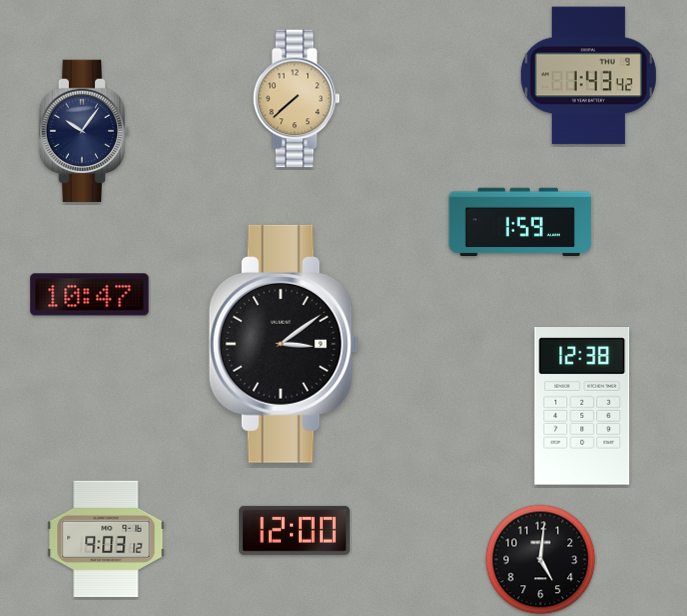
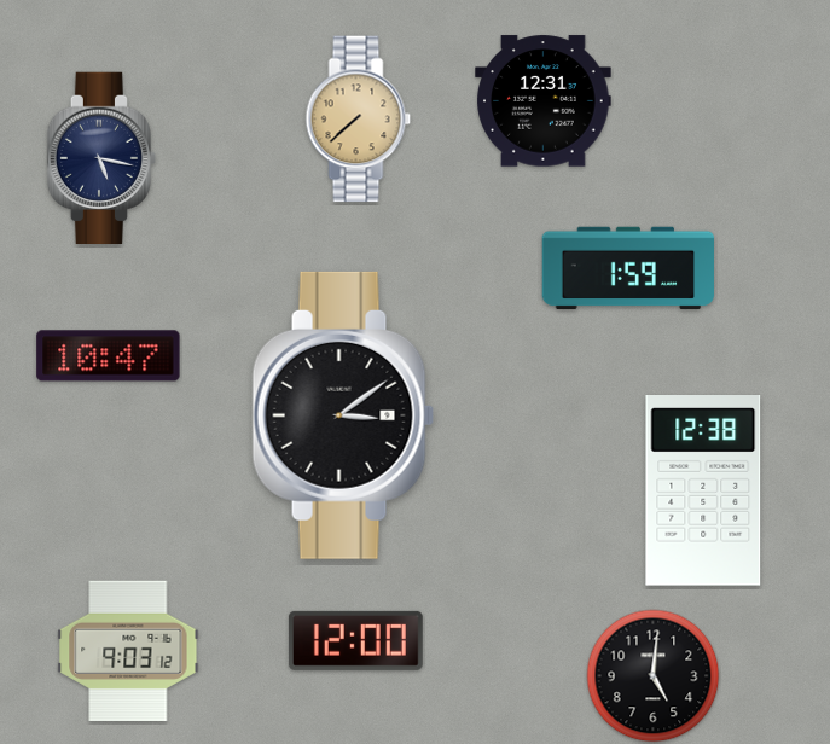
clock at (588, 76): 1:43 -> none
clock at (544, 101): none -> 12:31
clock at (83, 130): 10:06 -> 5:17
